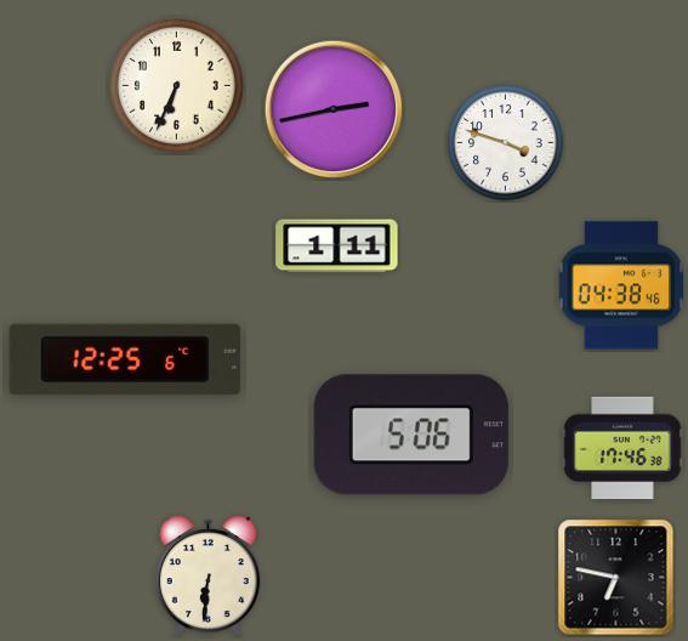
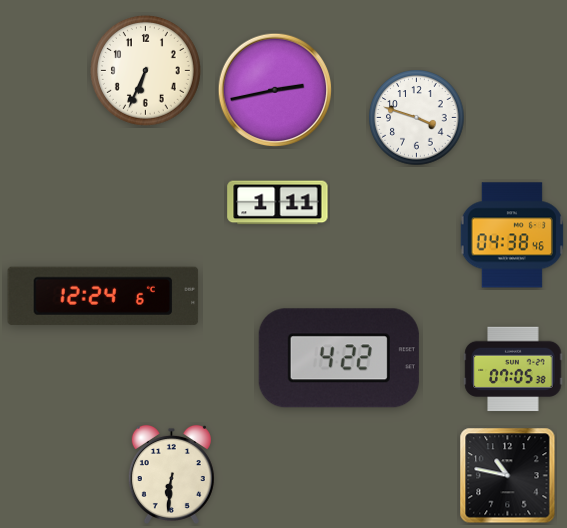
clock at (125, 359): 12:25 -> 12:24
clock at (411, 435): 5:06 -> 4:22
clock at (622, 448): 17:46 -> 07:05
clock at (616, 578): 6:47 -> 10:47
